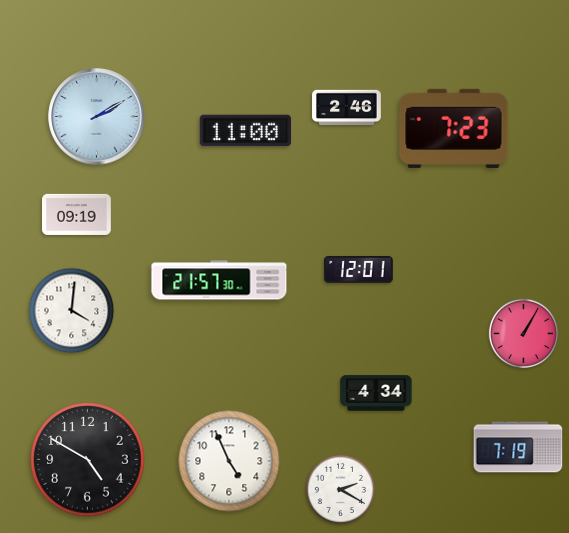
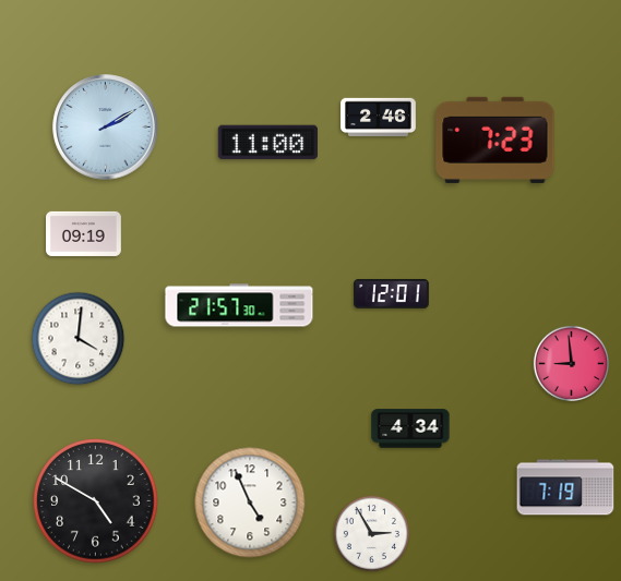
clock at (523, 333): 1:05 -> 8:59
clock at (340, 489): 2:20 -> 2:55
